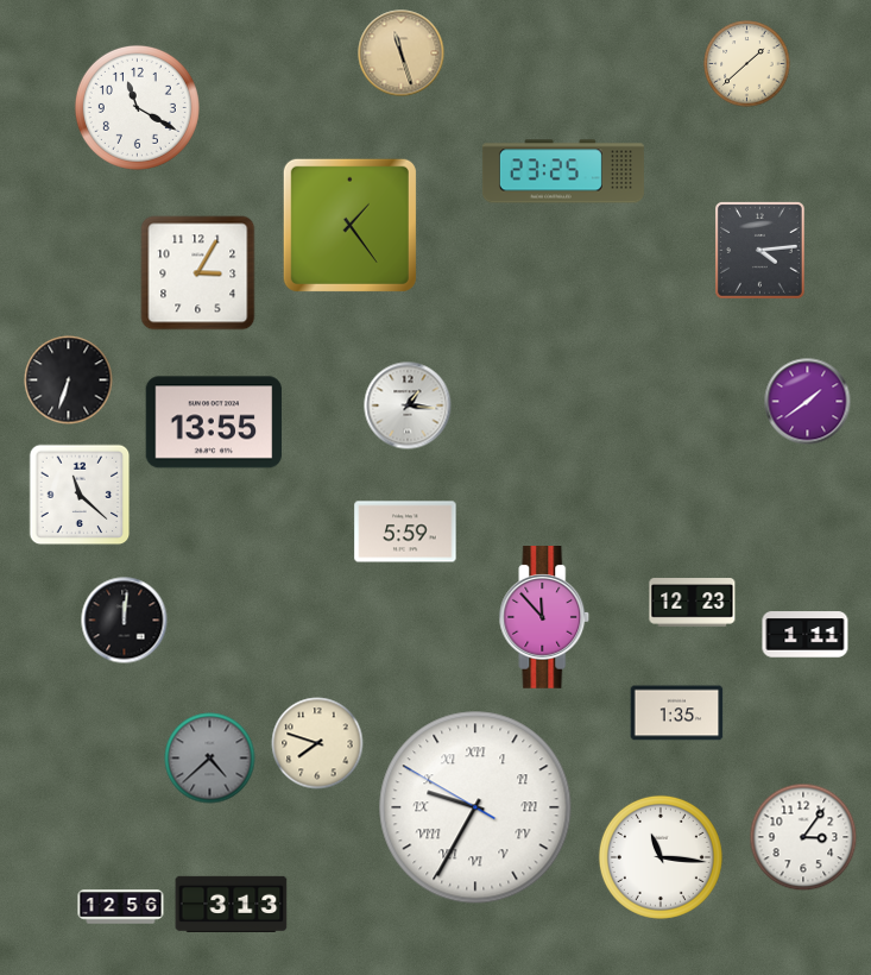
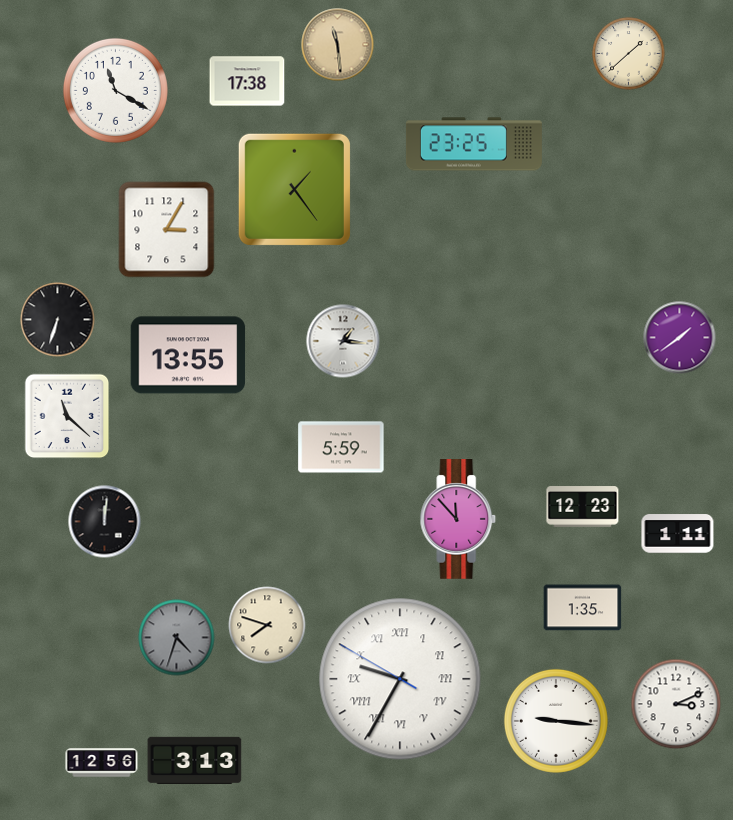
clock at (402, 54): 11:27 -> 11:29
clock at (247, 81): none -> 17:38
clock at (760, 251): 4:14 -> none
clock at (214, 422) position: (214, 422) -> (188, 355)
clock at (677, 713) position: (677, 713) -> (583, 608)
clock at (210, 759): 4:38 -> 4:33
clock at (803, 837): 3:06 -> 3:11
clock at (661, 857): 11:16 -> 9:16
